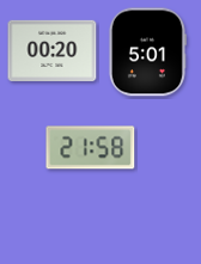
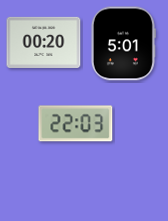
clock at (91, 148): 21:58 -> 22:03
